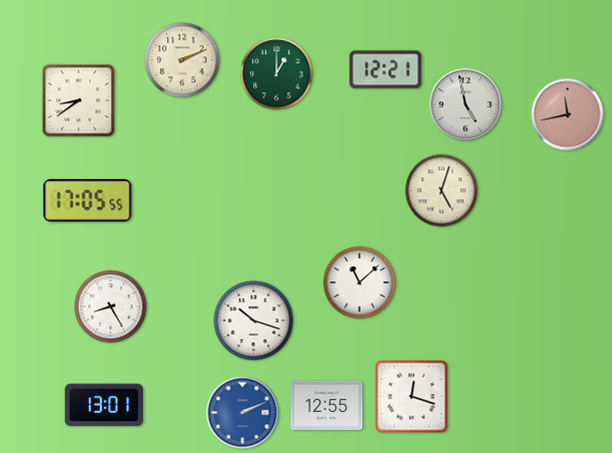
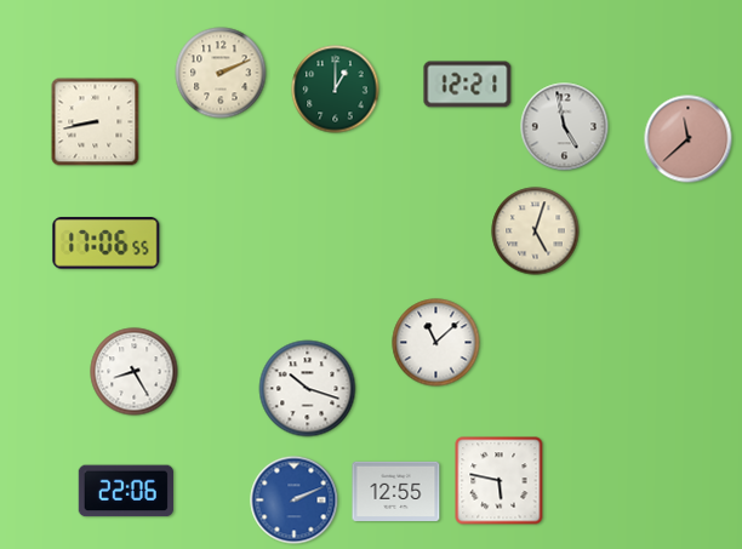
clock at (79, 101): 8:39 -> 8:43
clock at (568, 115): 11:43 -> 11:38
clock at (88, 201): 17:05 -> 17:06
clock at (412, 397): 12:18 -> 5:47
clock at (104, 405): 13:01 -> 22:06
